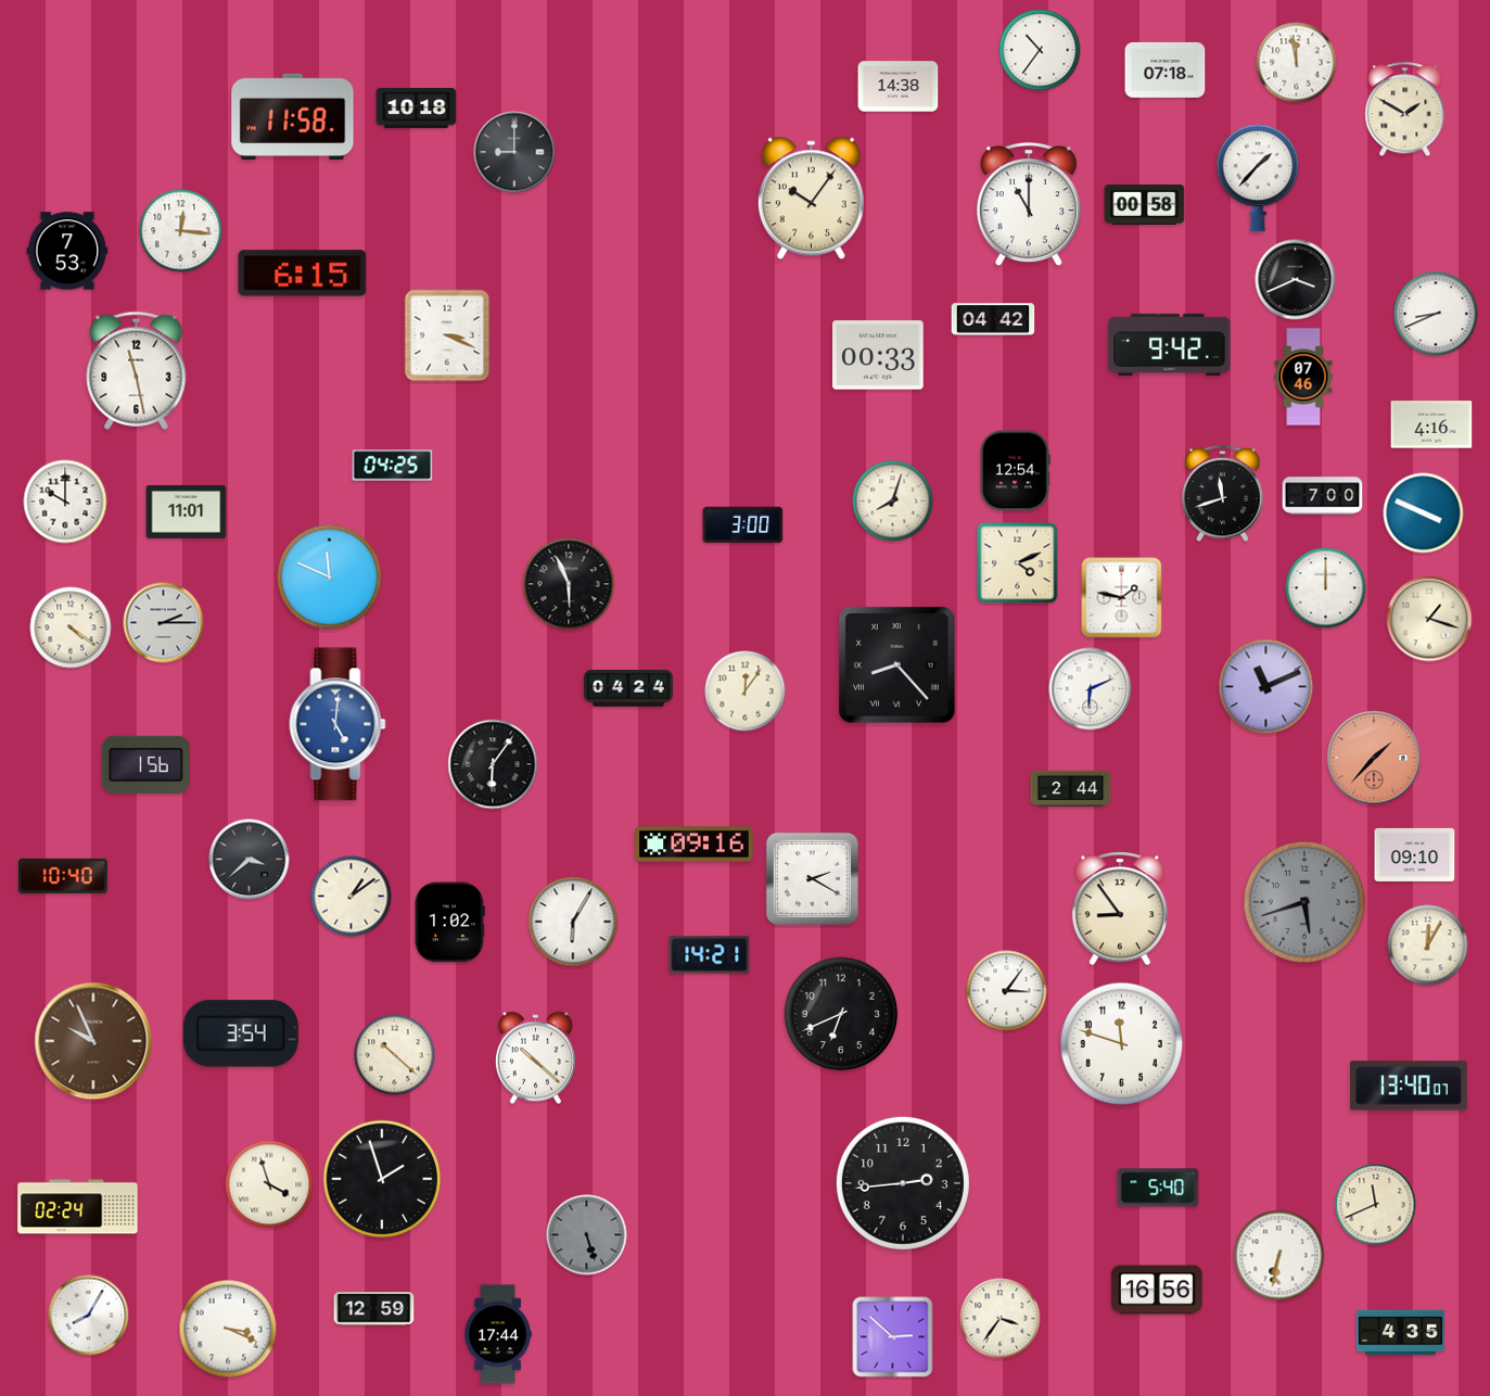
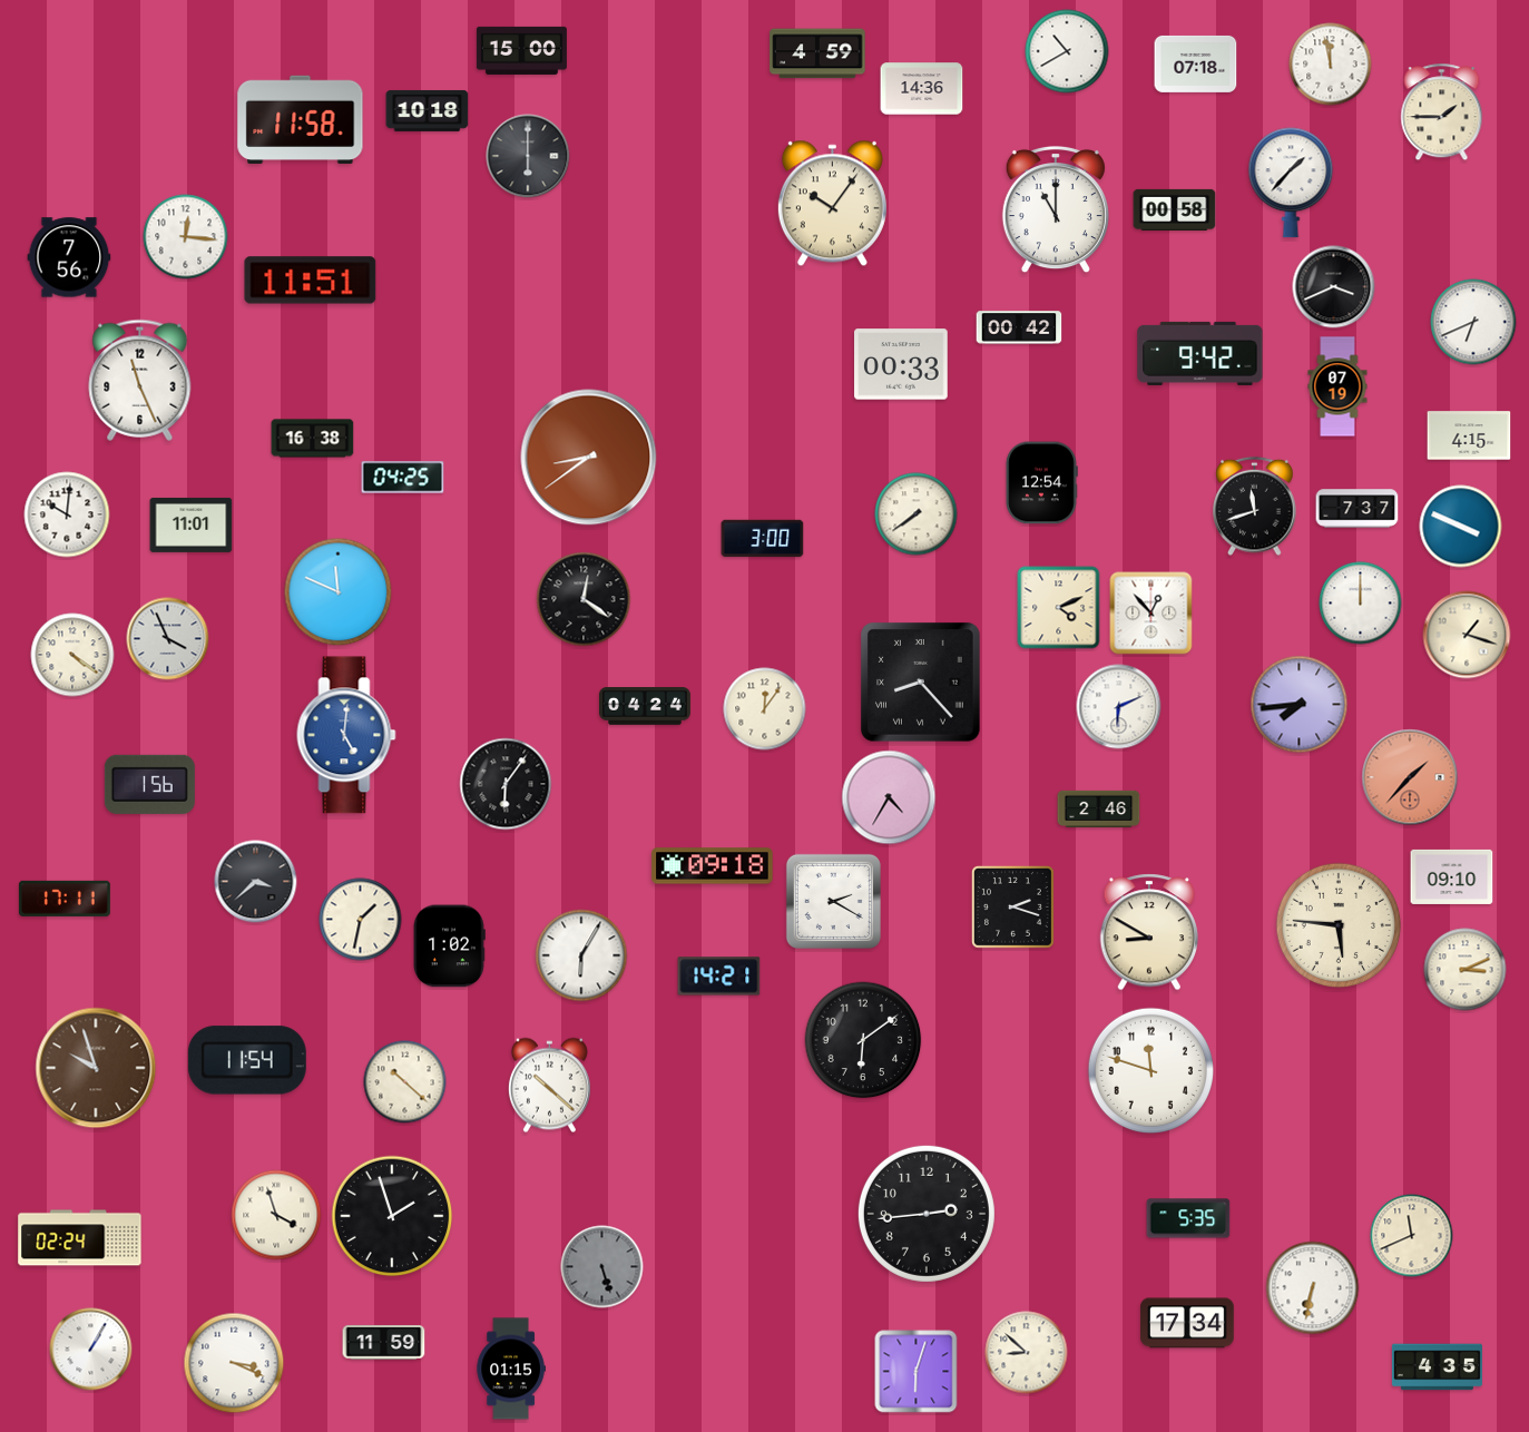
clock at (521, 50): none -> 15:00
clock at (1040, 50): 10:36 -> 10:40
clock at (817, 53): none -> 4:59
clock at (1166, 69) position: (1166, 69) -> (1196, 63)
clock at (899, 87): 14:38 -> 14:36
clock at (1405, 110): 1:50 -> 1:45
clock at (514, 152): 9:00 -> 6:00
clock at (67, 251): 7:53 -> 7:56
clock at (303, 274): 6:15 -> 11:51
clock at (1296, 280) position: (1296, 280) -> (1334, 287)
clock at (1436, 314): 8:41 -> 6:41
clock at (993, 319): 04:42 -> 00:42
clock at (447, 335): 3:19 -> none
clock at (137, 370): 11:28 -> 11:26
clock at (1303, 377): 07:46 -> 07:19
clock at (1431, 424): 4:16 -> 4:15
clock at (313, 439): none -> 16:38
clock at (589, 458): none -> 8:39
clock at (1323, 496): 7:00 -> 7:37
clock at (65, 502): 10:00 -> 10:01
clock at (893, 502): 8:03 -> 7:39
clock at (1018, 563) position: (1018, 563) -> (1059, 608)
clock at (569, 584): 5:56 -> 12:21
clock at (1122, 598): 1:47 -> 12:53
clock at (164, 623): 2:15 -> 3:56
clock at (71, 627) position: (71, 627) -> (72, 655)
clock at (1266, 687): 11:11 -> 7:44
clock at (338, 724) position: (338, 724) -> (346, 735)
clock at (889, 797): none -> 4:35
clock at (1071, 788): 2:44 -> 2:46
clock at (695, 845): 09:16 -> 09:18
clock at (63, 876): 10:40 -> 17:11
clock at (1012, 906): none -> 2:18
clock at (352, 897): 1:09 -> 1:32
clock at (1304, 902): 5:42 -> 5:46
clock at (1304, 902) dial: grey -> cream
clock at (1120, 909): 8:54 -> 8:50
clock at (573, 922) position: (573, 922) -> (581, 955)
clock at (450, 923) position: (450, 923) -> (450, 947)
clock at (1428, 946): 12:05 -> 3:11
clock at (710, 955) position: (710, 955) -> (719, 977)
clock at (1007, 991): 3:06 -> none
clock at (841, 1014): 6:41 -> 6:09
clock at (241, 1033): 3:54 -> 11:54
clock at (93, 1041): 9:56 -> 9:57
clock at (1409, 1086): 13:40 -> none
clock at (382, 1179) position: (382, 1179) -> (392, 1216)
clock at (1158, 1188): 5:40 -> 5:35
clock at (1157, 1290): 16:56 -> 17:34
clock at (374, 1309): 12:59 -> 11:59
clock at (89, 1316): 8:05 -> 1:05
clock at (1001, 1319): 3:36 -> 8:52
clock at (498, 1334): 17:44 -> 01:15
clock at (893, 1337): 2:52 -> 6:03
